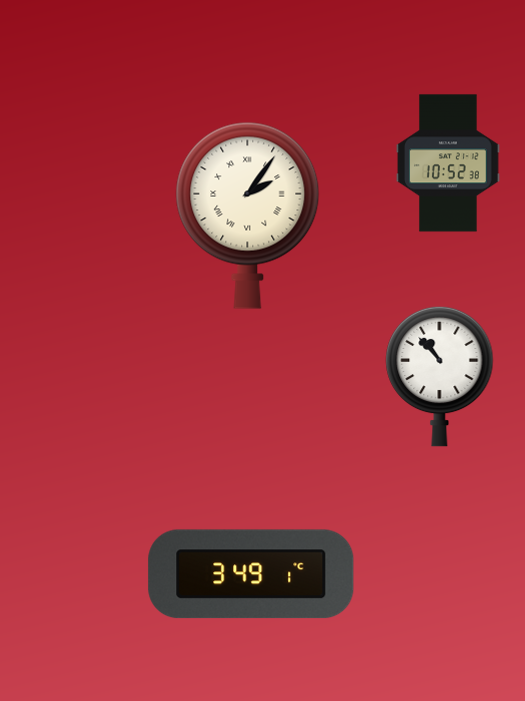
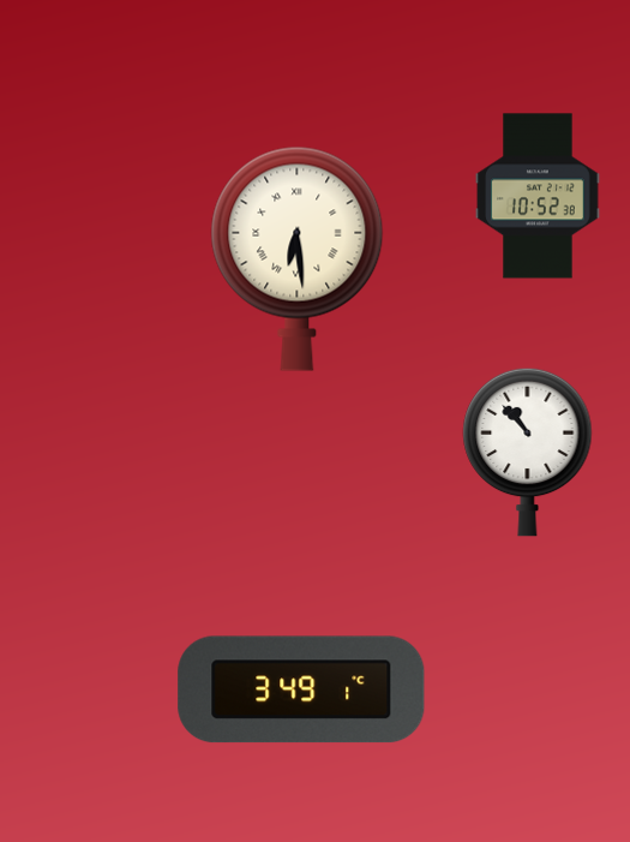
clock at (248, 215): 2:06 -> 6:29
